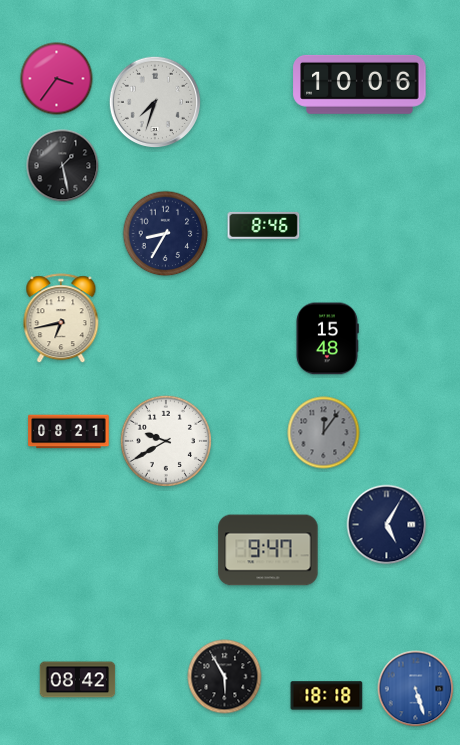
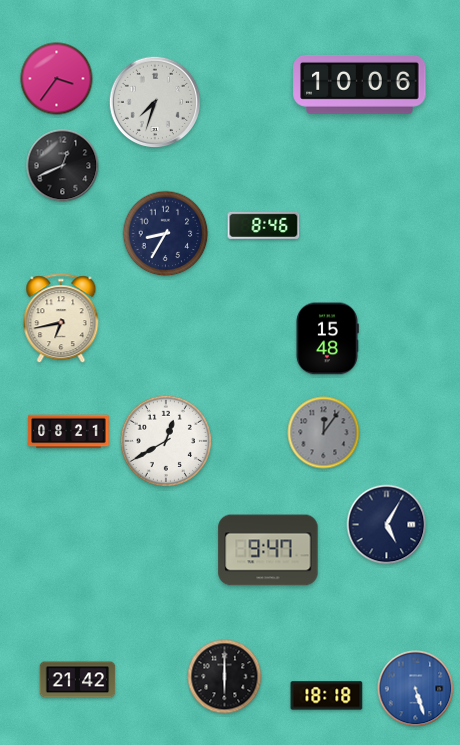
clock at (63, 166): 1:28 -> 12:41
clock at (166, 441): 9:40 -> 12:40
clock at (225, 677): 5:55 -> 6:00
clock at (78, 680): 08:42 -> 21:42
